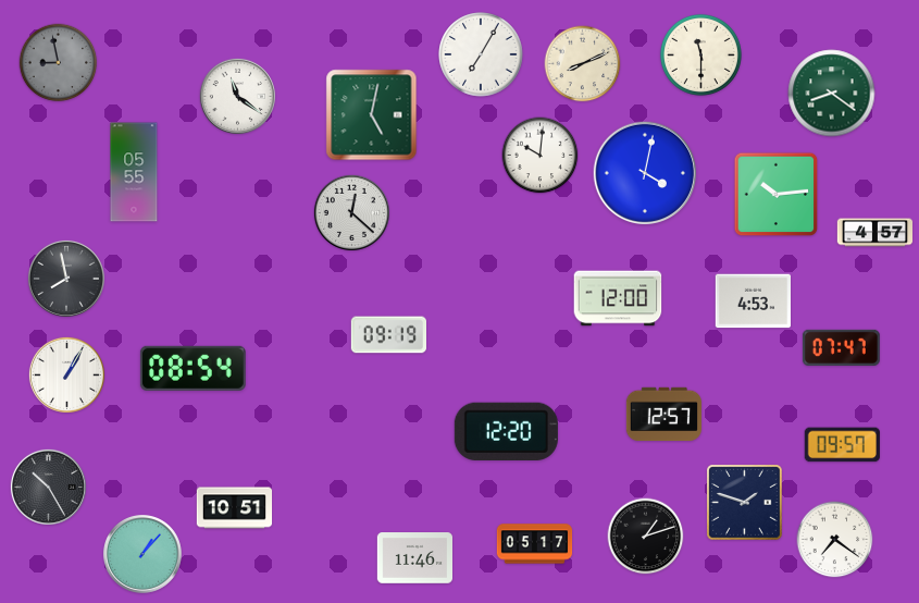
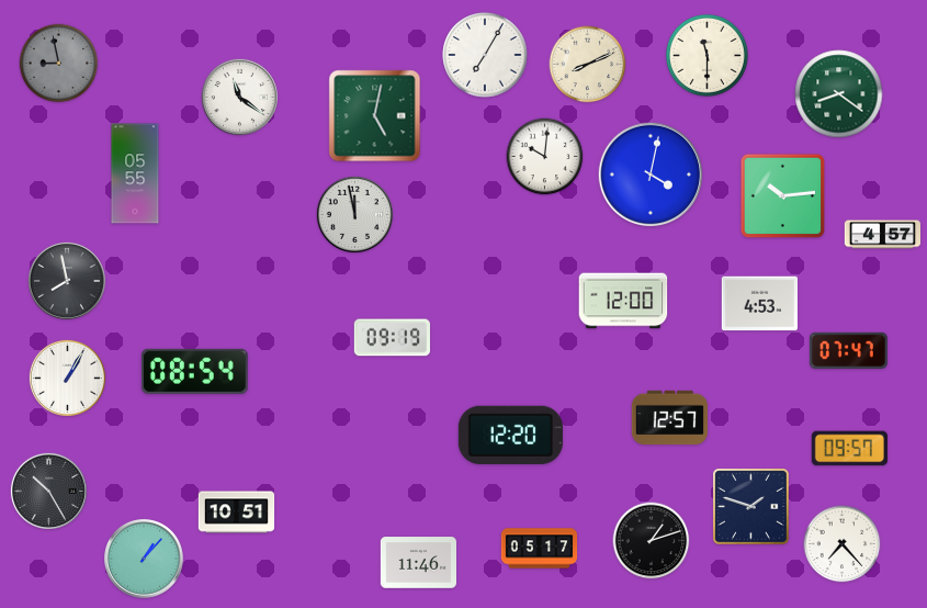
clock at (351, 212): 12:22 -> 11:58
clock at (835, 540): 7:21 -> 7:23
